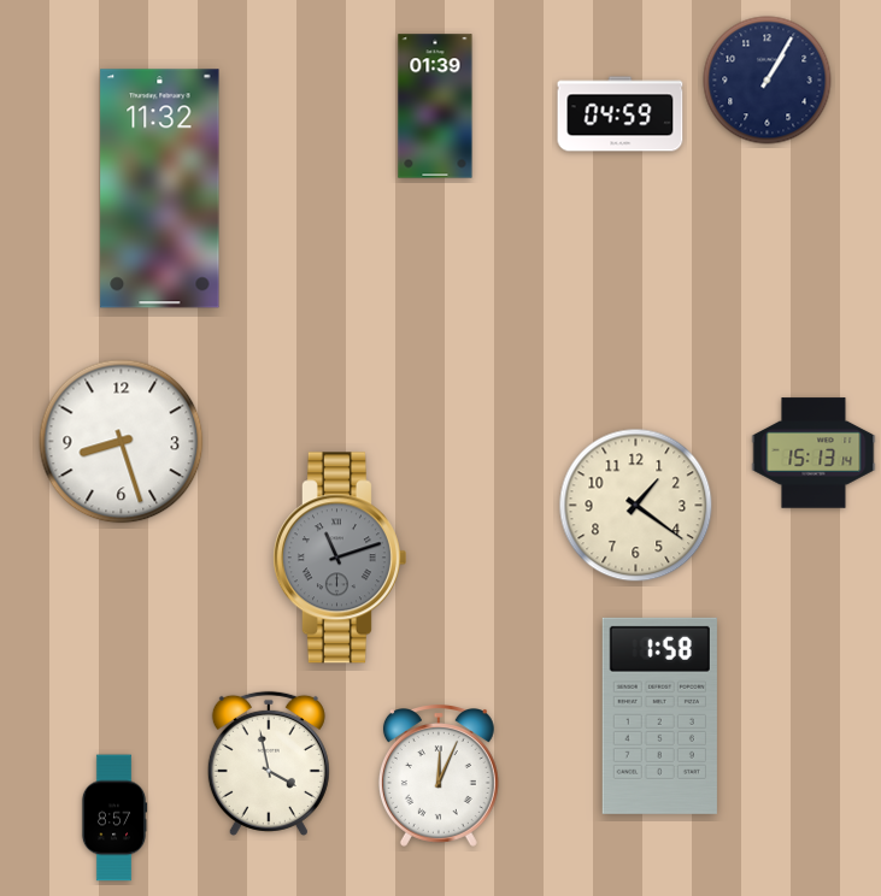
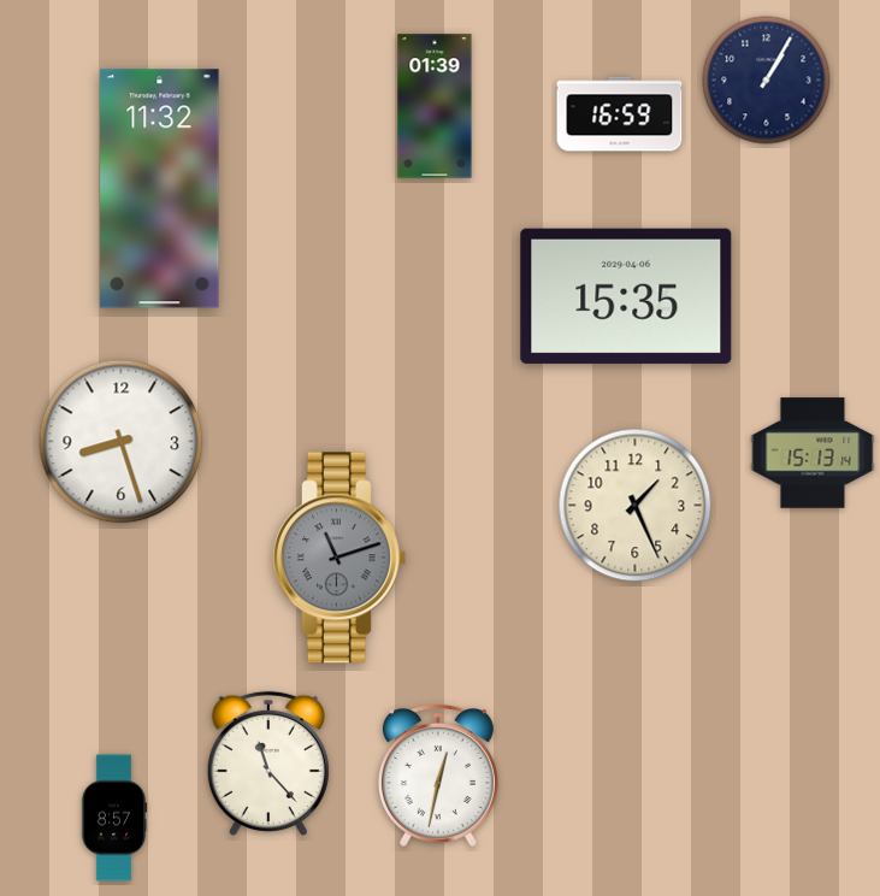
clock at (621, 114): 04:59 -> 16:59
clock at (626, 296): none -> 15:35
clock at (636, 506): 1:21 -> 1:26
clock at (659, 715): 1:58 -> none
clock at (269, 764): 3:58 -> 11:23
clock at (439, 776): 12:04 -> 12:32
